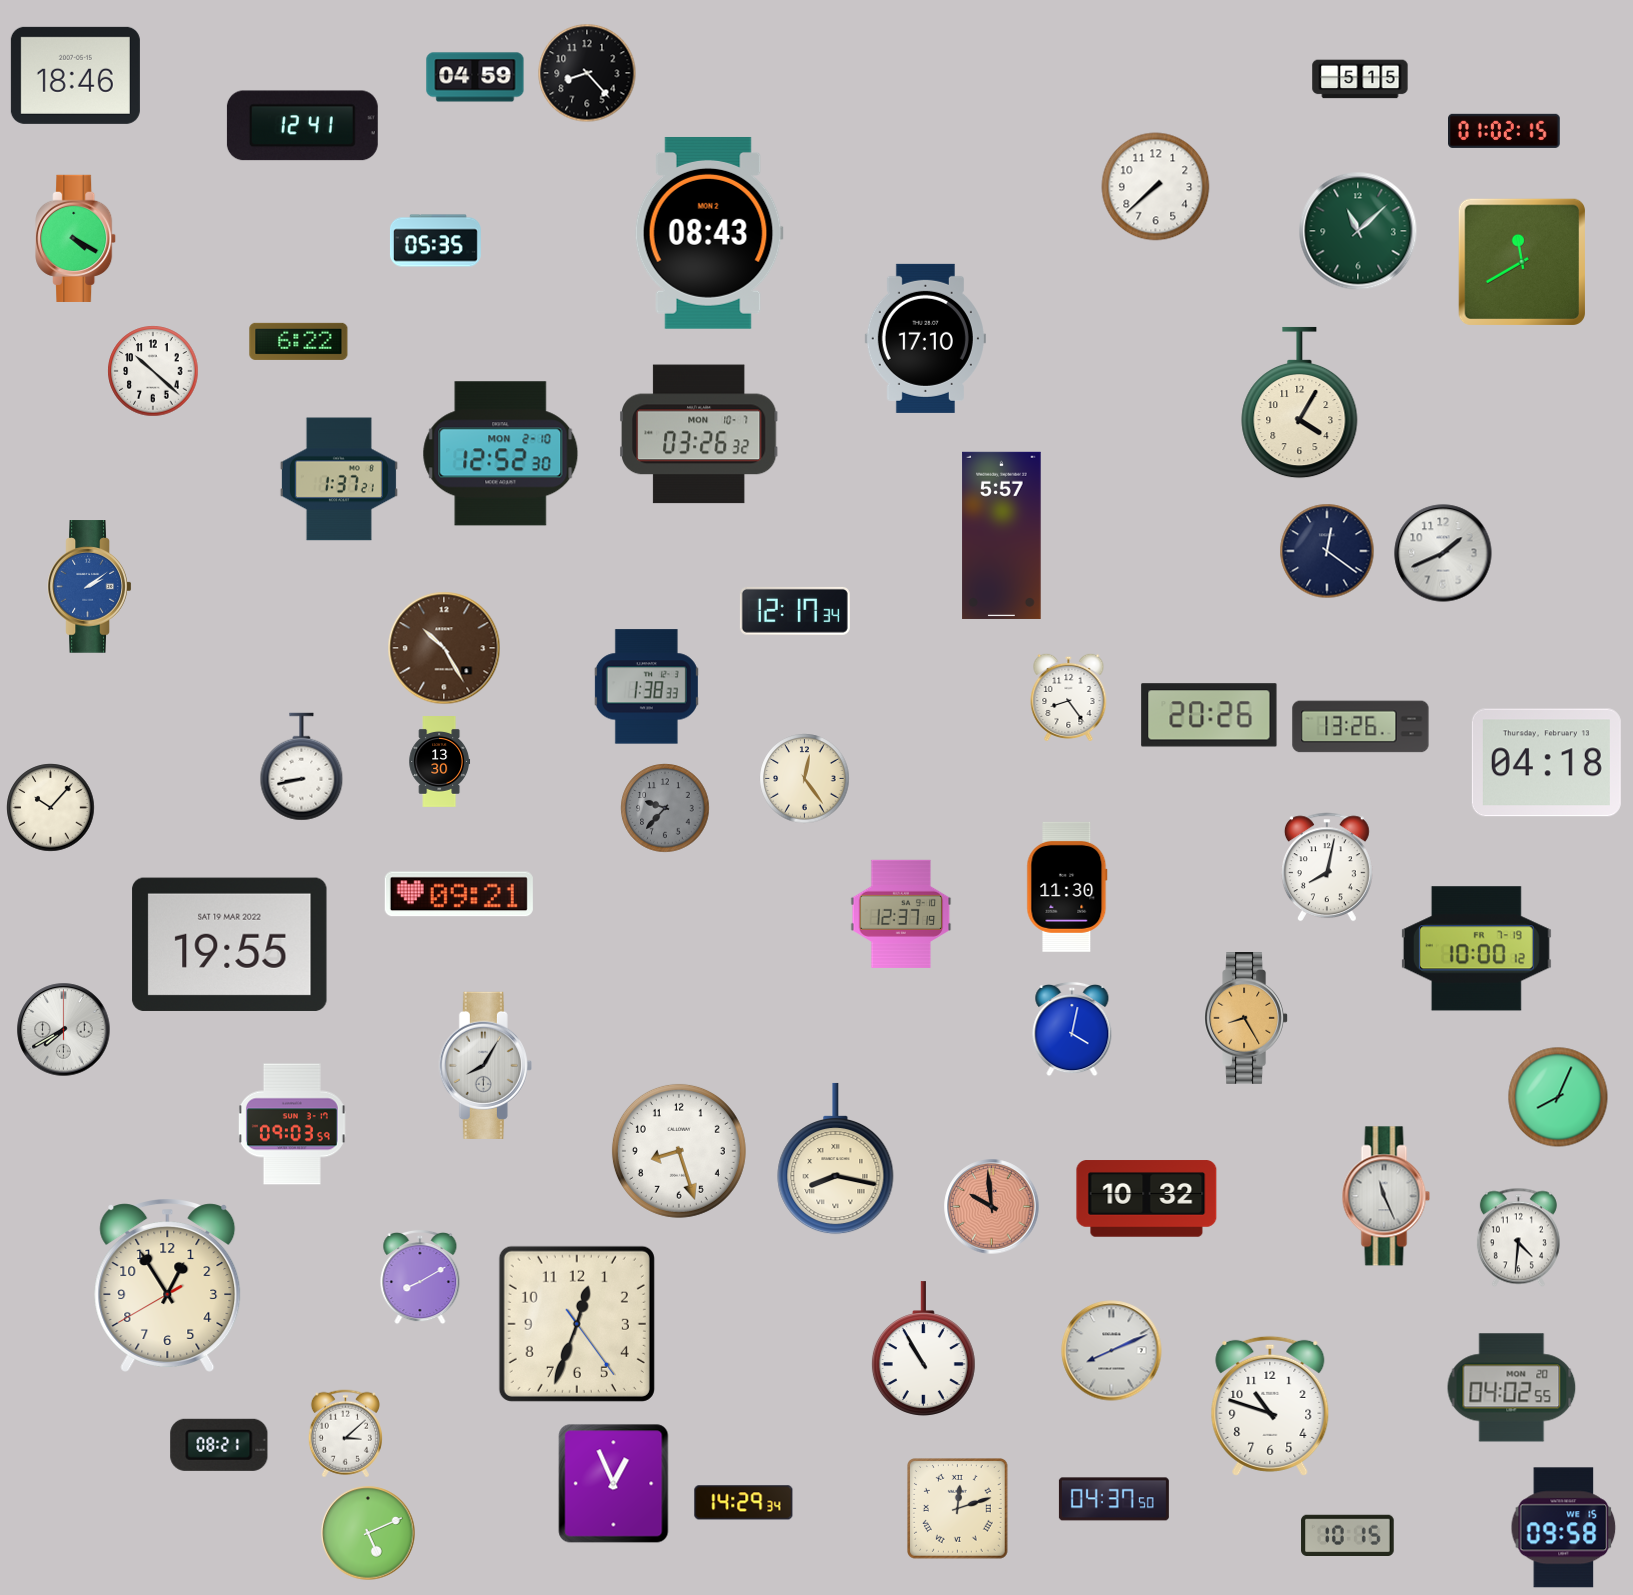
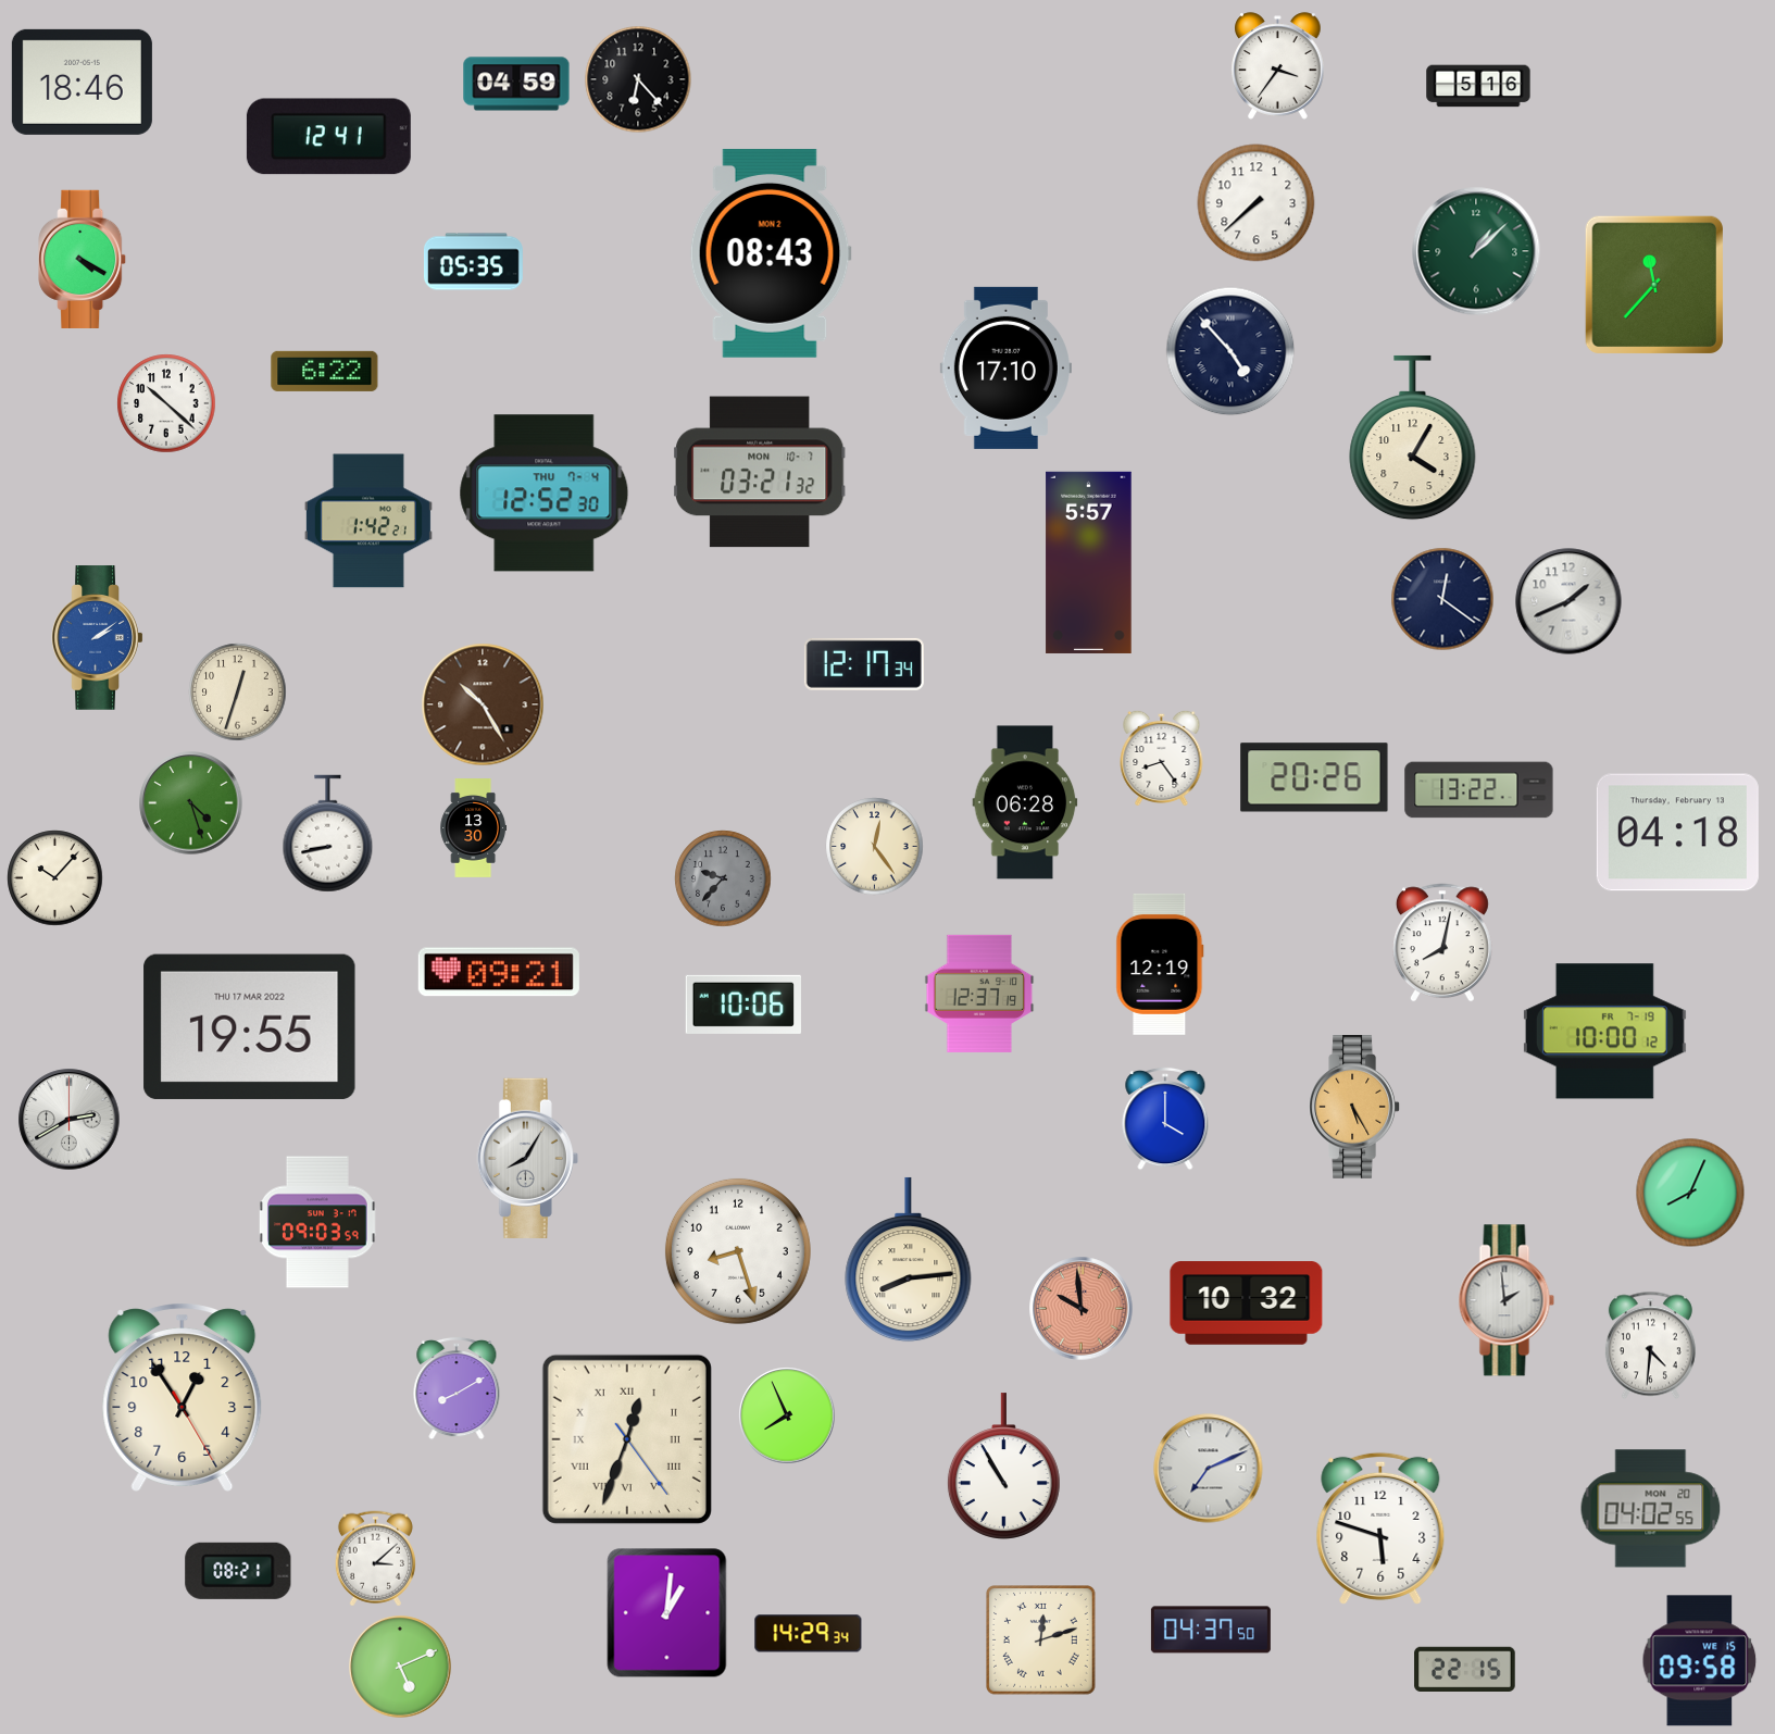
clock at (1278, 66): none -> 3:36
clock at (587, 73): 8:23 -> 6:23
clock at (1360, 79): 5:15 -> 5:16
clock at (1505, 131): 01:02 -> none
clock at (1358, 231): 11:08 -> 1:08
clock at (1521, 261): 11:40 -> 11:37
clock at (1230, 351): none -> 4:53
clock at (700, 434): 03:26 -> 03:21
clock at (501, 454) date: MON 2-10 -> THU 7-4
clock at (339, 479): 1:37 -> 1:42
clock at (1002, 535) position: (1002, 535) -> (1089, 562)
clock at (238, 693): none -> 12:33
clock at (646, 687): 1:38 -> none
clock at (1361, 727): 13:26 -> 13:22
clock at (1025, 802): none -> 06:28
clock at (191, 803): none -> 4:27
clock at (440, 762) position: (440, 762) -> (474, 828)
clock at (1546, 763) position: (1546, 763) -> (1677, 833)
clock at (1067, 887): 11:30 -> 12:19
clock at (742, 1005): none -> 10:06
clock at (230, 944) date: SAT 19 MAR 2022 -> THU 17 MAR 2022
clock at (1246, 1019): 8:25 -> 5:25
clock at (1072, 1029): 4:02 -> 4:00
clock at (64, 1030): 7:40 -> 2:40
clock at (1558, 1097) position: (1558, 1097) -> (1690, 1193)
clock at (836, 1159): 8:17 -> 8:14
clock at (1386, 1196): 11:26 -> 1:59
clock at (992, 1207) position: (992, 1207) -> (1082, 1309)
clock at (168, 1285): 12:54:40 -> 12:54:25
clock at (787, 1415): none -> 7:56
clock at (577, 1324) numerals: Arabic -> Roman
clock at (1112, 1351): 8:11 -> 7:11
clock at (1512, 1388) position: (1512, 1388) -> (1651, 1509)
clock at (1270, 1406): 10:48 -> 5:48
clock at (614, 1484): 12:56 -> 1:01
clock at (1348, 1535): 10:15 -> 22:15
